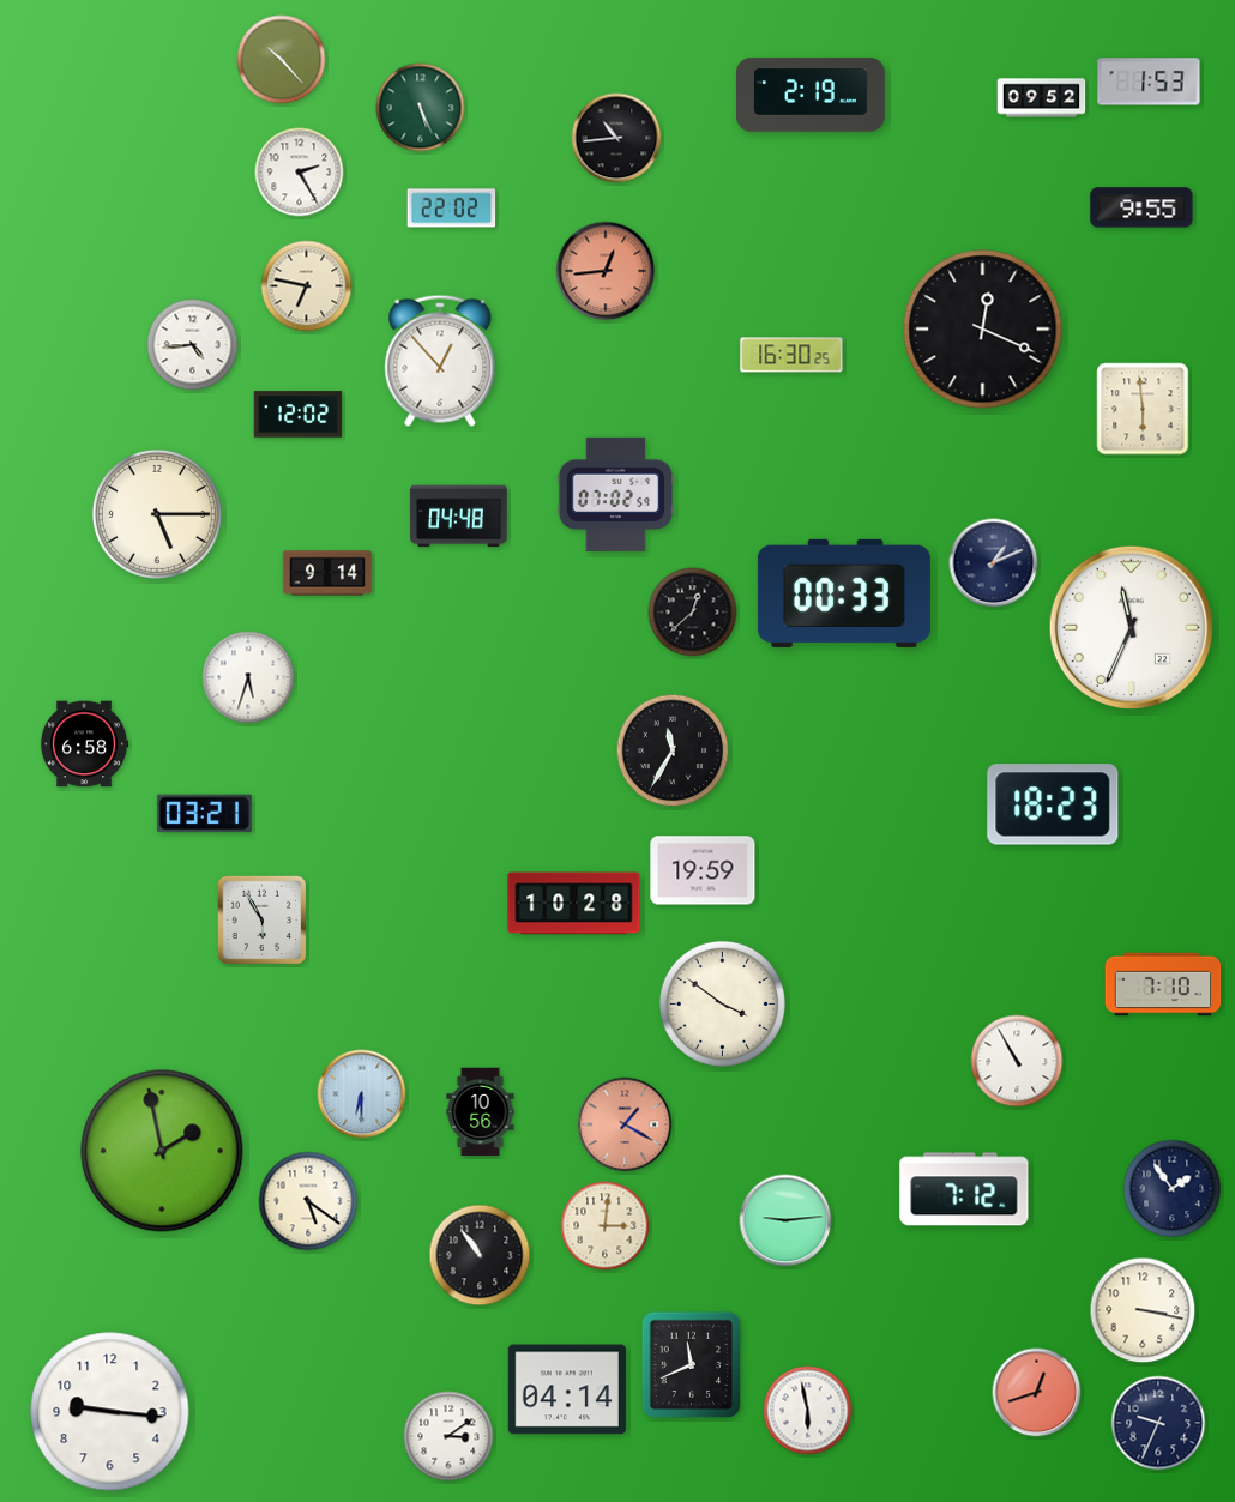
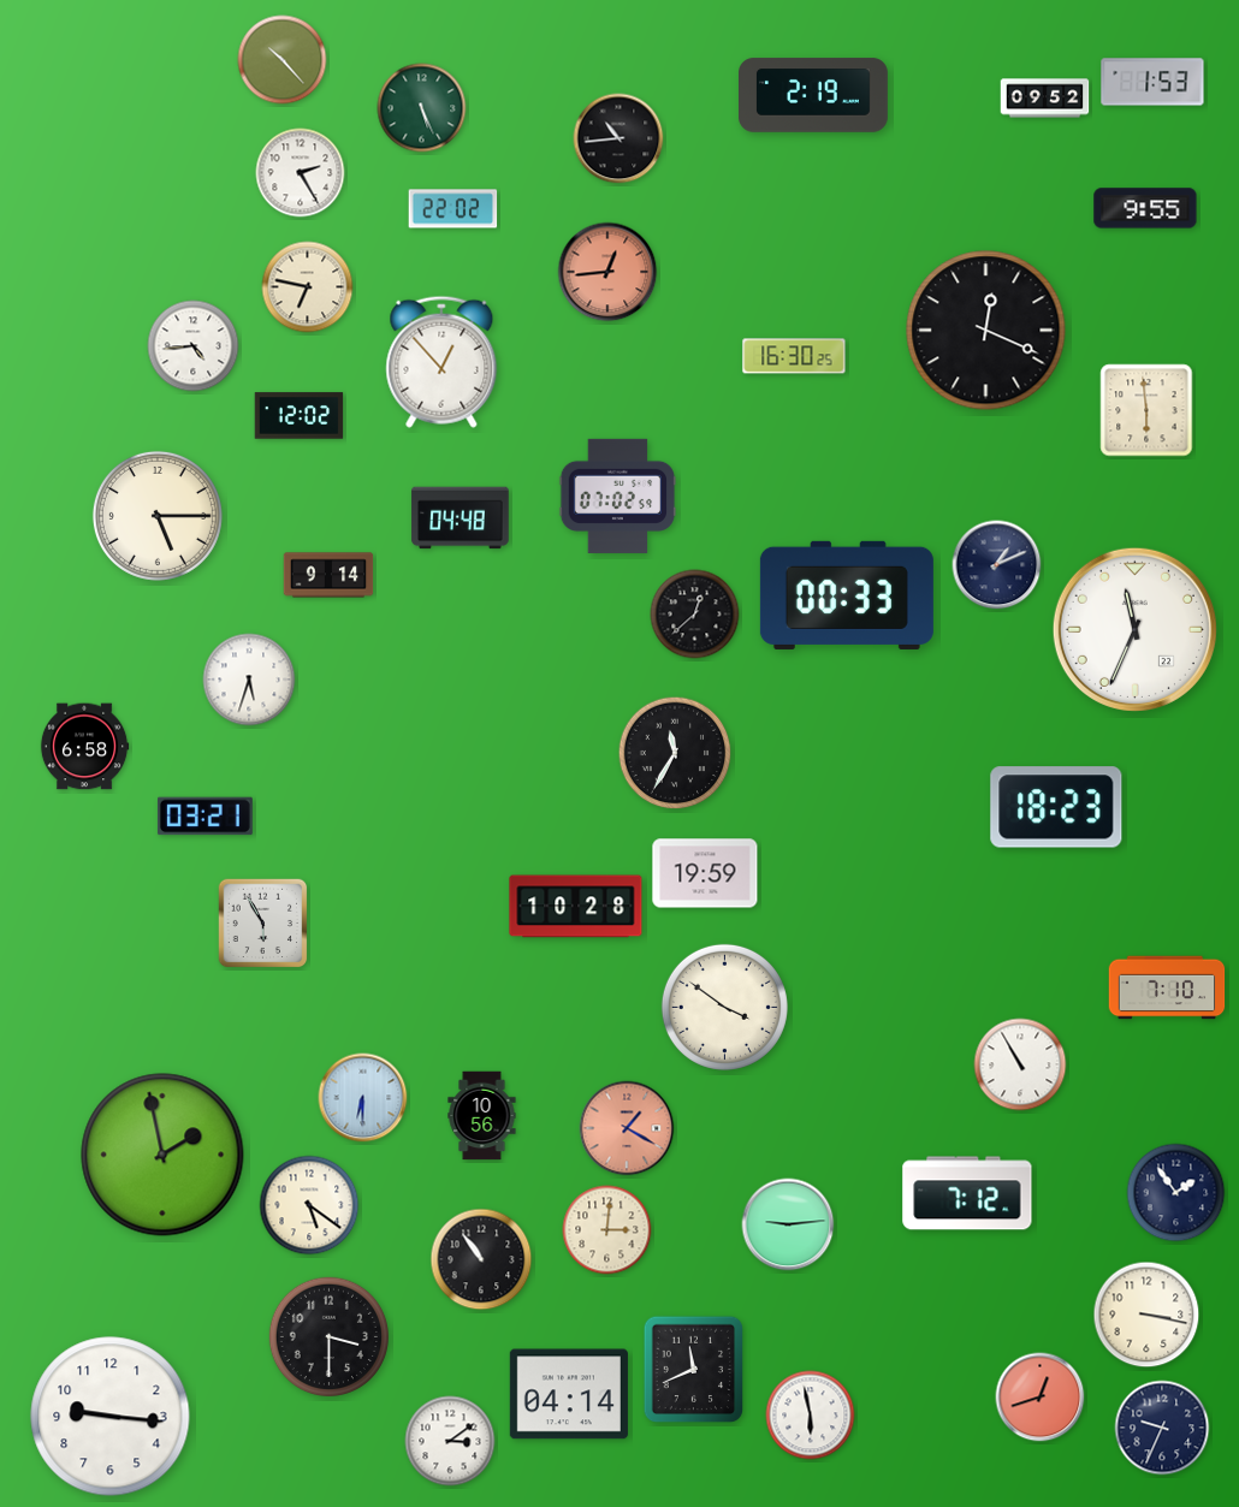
clock at (328, 1336): none -> 3:30
